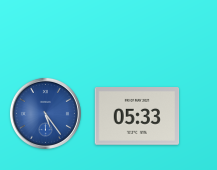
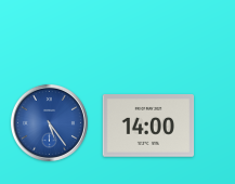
clock at (137, 117): 05:33 -> 14:00
